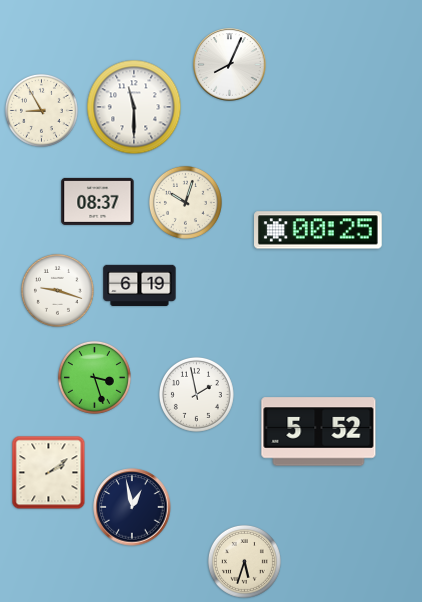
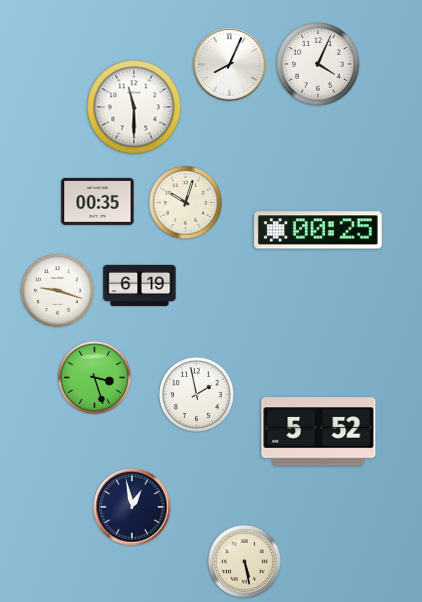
clock at (318, 64): none -> 4:04
clock at (41, 110): 8:55 -> none
clock at (98, 201): 08:37 -> 00:35
clock at (49, 473): 2:09 -> none
clock at (244, 561): 5:33 -> 5:28
